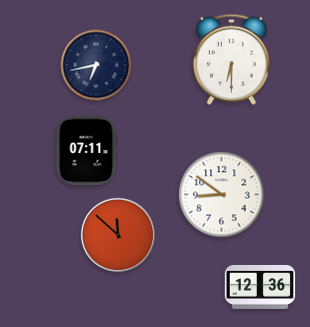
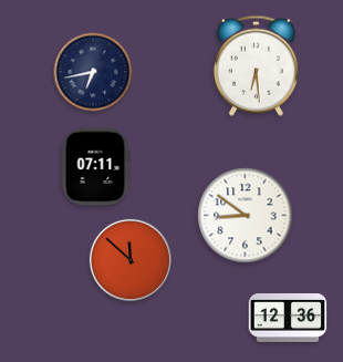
clock at (231, 59): 6:30 -> 6:29
clock at (96, 65) position: (96, 65) -> (93, 72)
